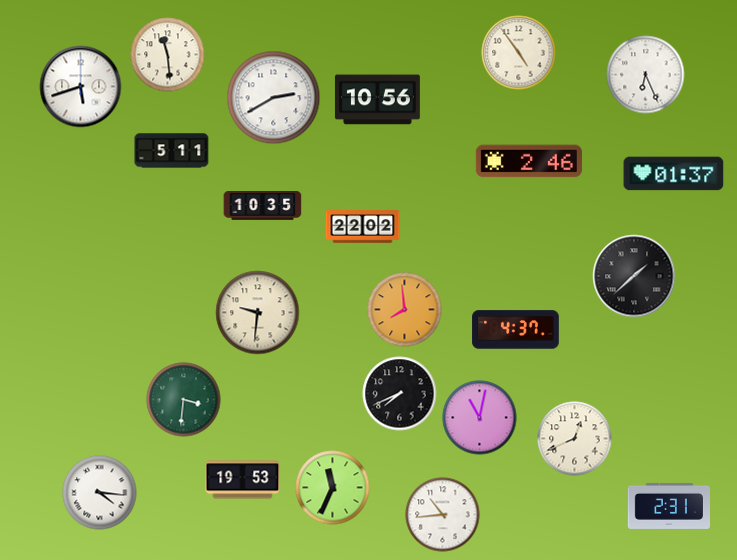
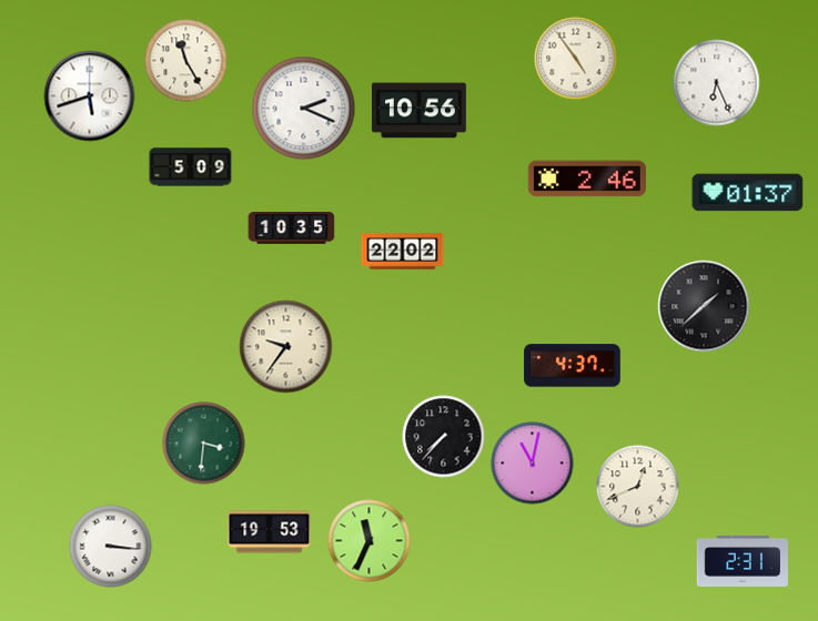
clock at (168, 55): 11:29 -> 11:25
clock at (274, 98): 2:40 -> 2:19
clock at (172, 151): 5:11 -> 5:09
clock at (405, 310): 7:59 -> none
clock at (258, 313): 9:31 -> 9:36
clock at (400, 394): 7:41 -> 7:37
clock at (100, 493): 4:16 -> 3:16
clock at (443, 515): 10:44 -> none
